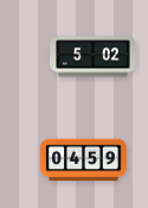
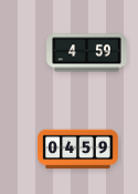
clock at (94, 57): 5:02 -> 4:59
